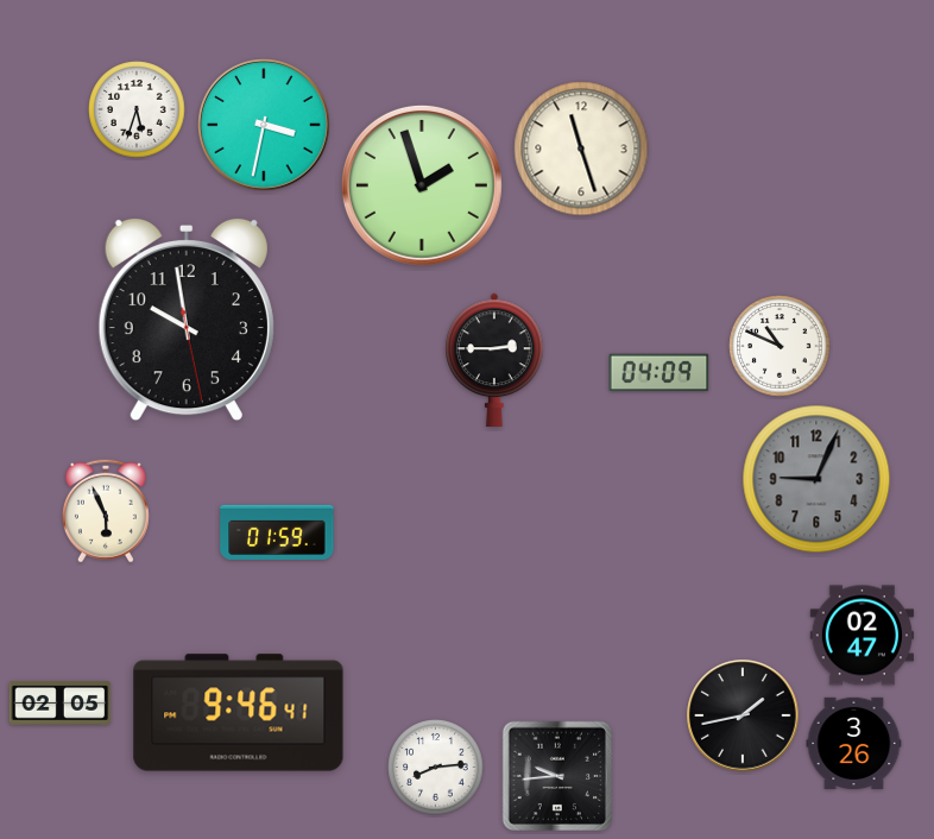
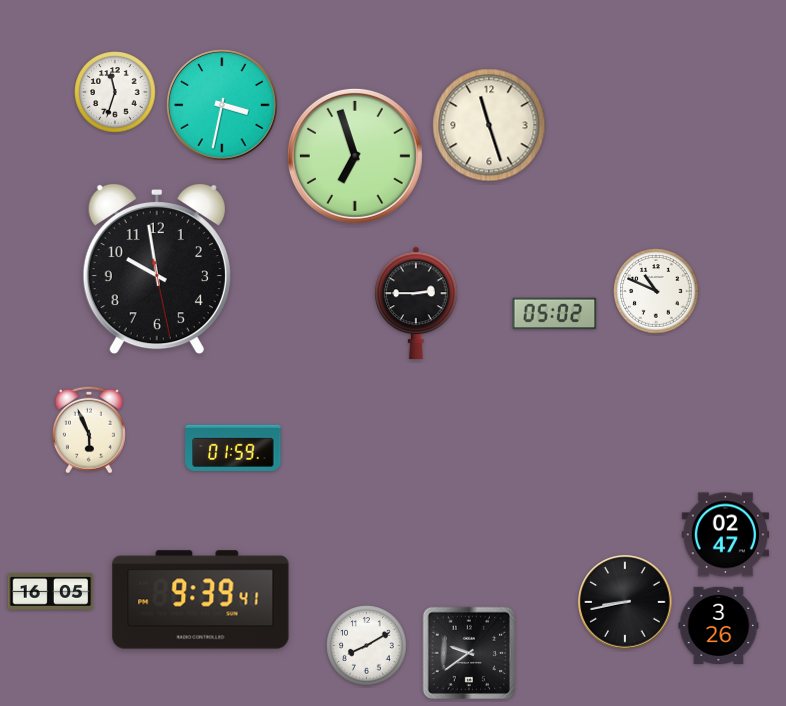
clock at (137, 109): 5:33 -> 11:33
clock at (422, 185): 1:57 -> 6:57
clock at (660, 373): 04:09 -> 05:02
clock at (816, 479): 9:04 -> none
clock at (61, 702): 02:05 -> 16:05
clock at (239, 713): 9:46 -> 9:39
clock at (743, 715): 1:43 -> 8:43
clock at (436, 768): 8:14 -> 8:10
clock at (557, 776): 9:44 -> 9:39
